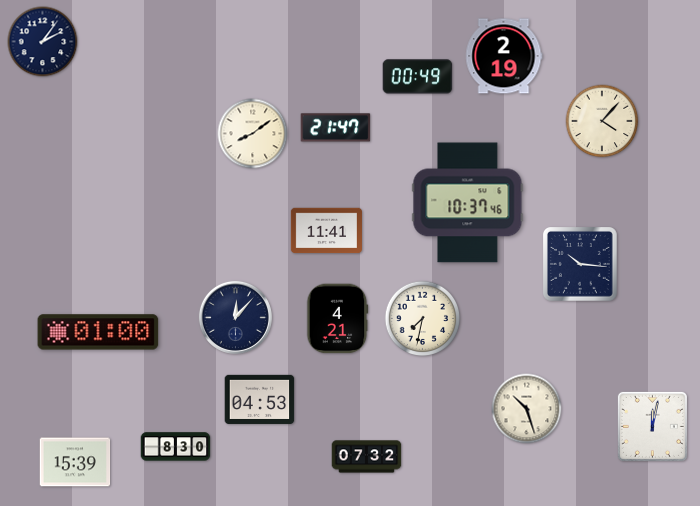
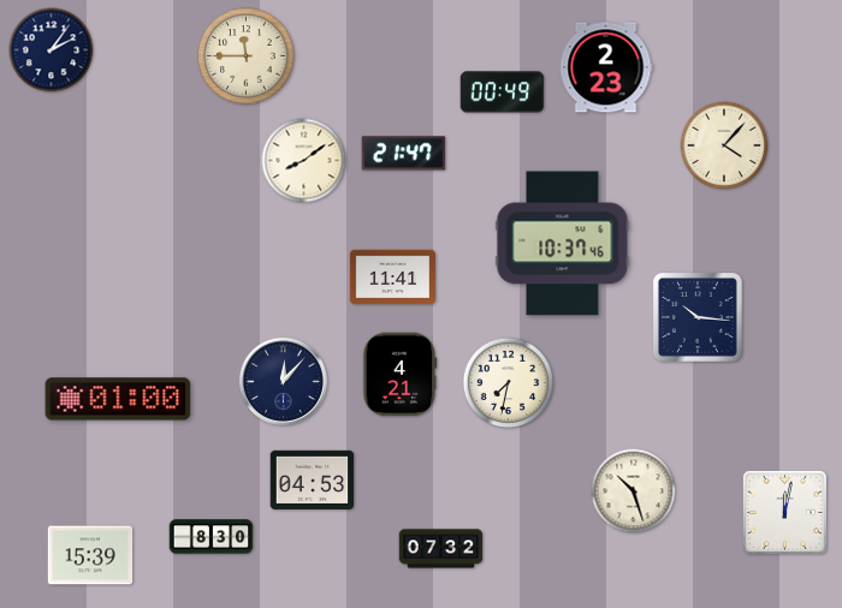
clock at (247, 56): none -> 11:45
clock at (504, 56): 2:19 -> 2:23
clock at (338, 319) position: (338, 319) -> (401, 375)
